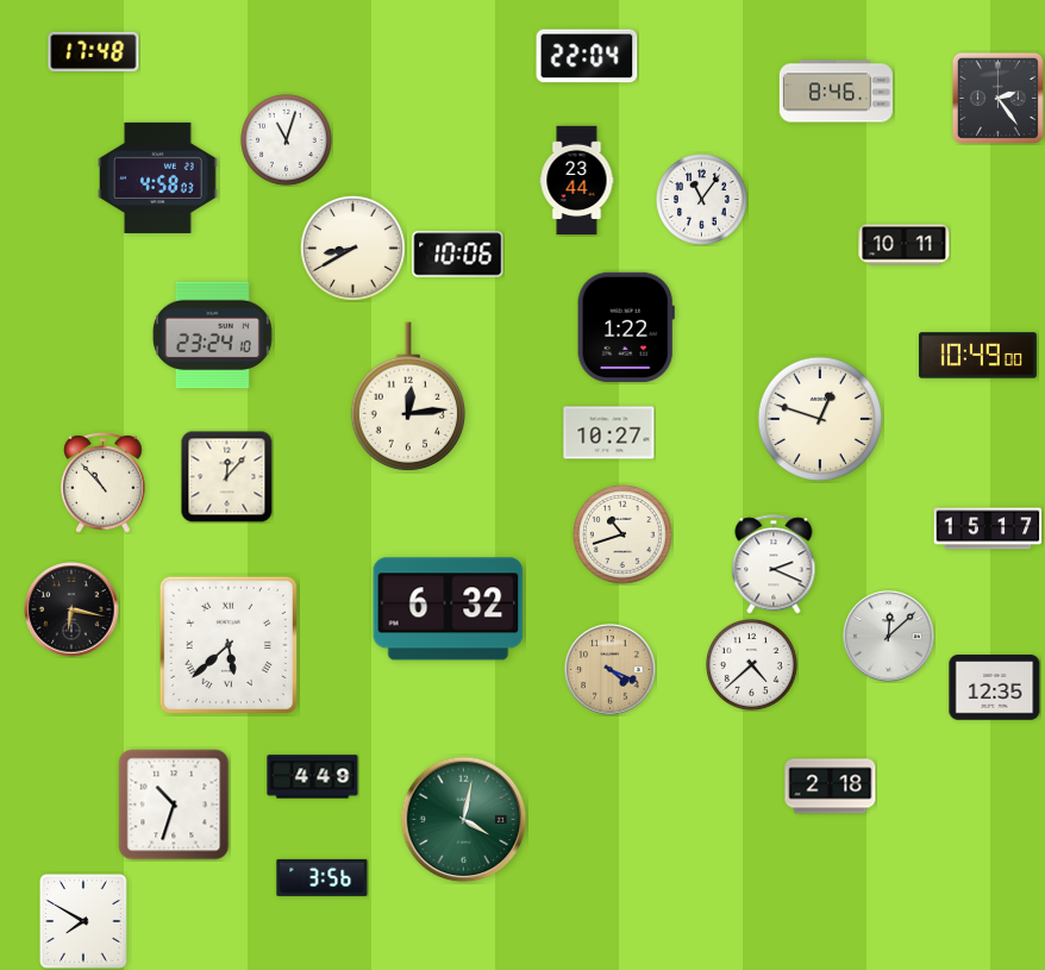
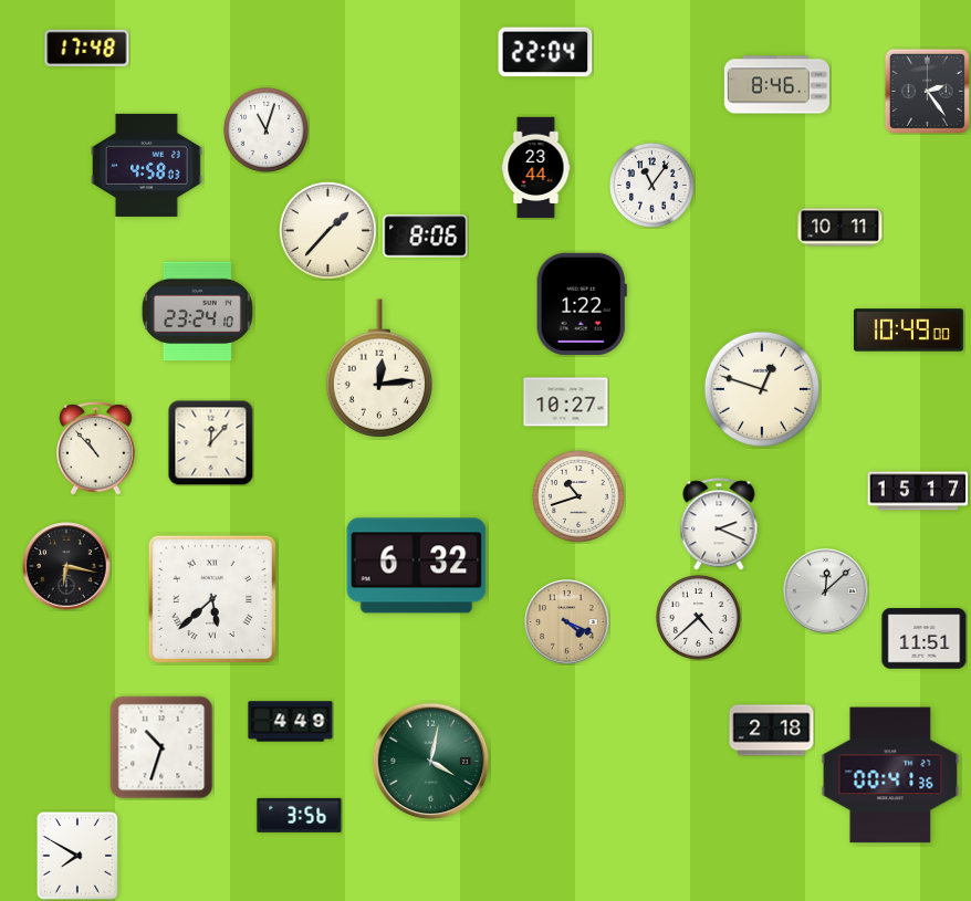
clock at (352, 248): 8:40 -> 1:37
clock at (458, 255): 10:06 -> 8:06
clock at (995, 688): 12:35 -> 11:51
clock at (890, 775): none -> 00:41
